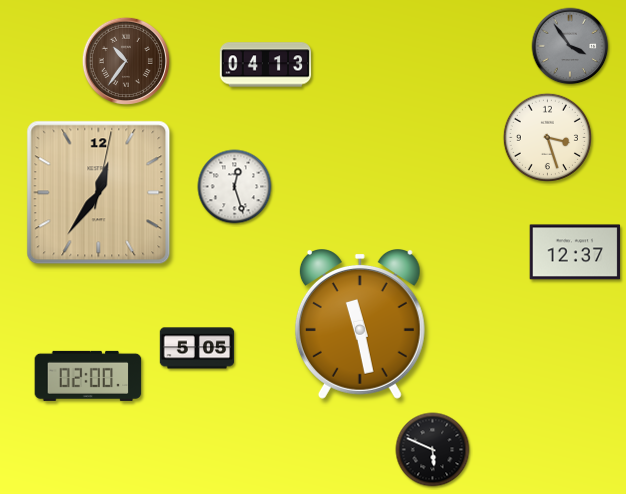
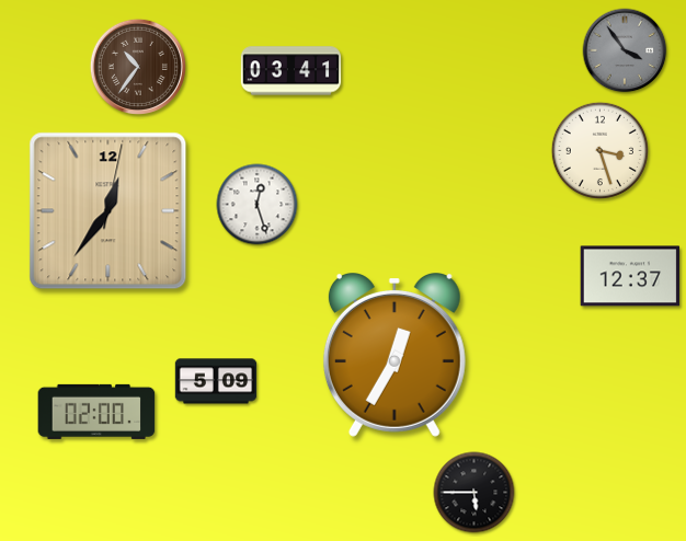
clock at (266, 65): 04:13 -> 03:41
clock at (360, 325): 11:28 -> 12:35
clock at (197, 348): 5:05 -> 5:09
clock at (433, 450): 5:49 -> 5:45
